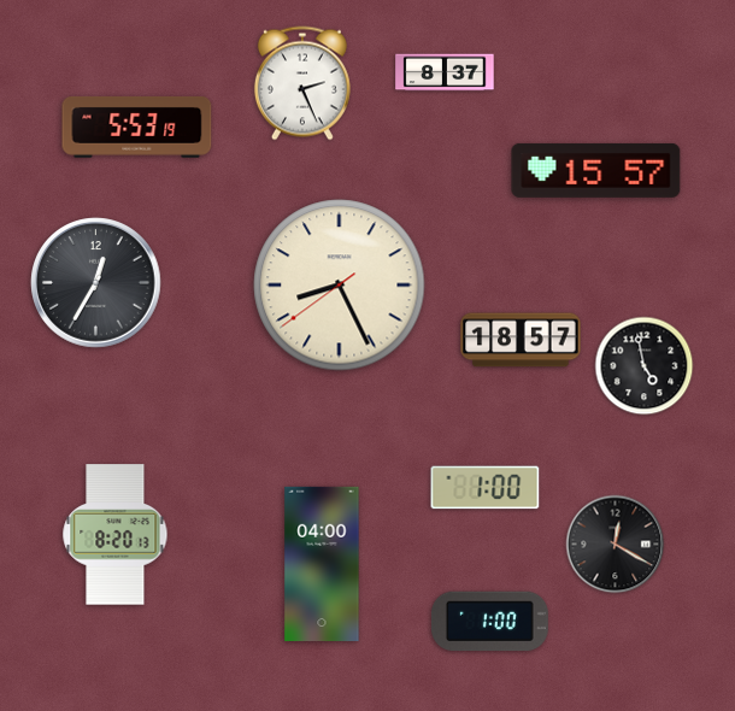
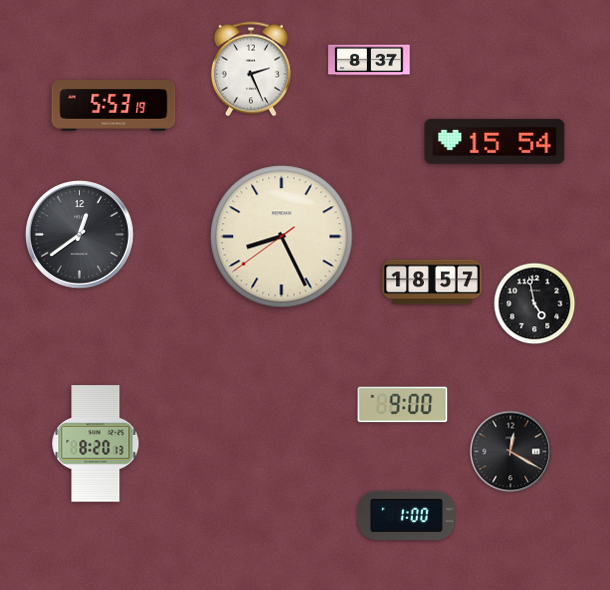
clock at (596, 170): 15:57 -> 15:54
clock at (96, 283): 12:35 -> 12:39
clock at (486, 488): 1:00 -> 9:00
clock at (322, 563): 04:00 -> none
